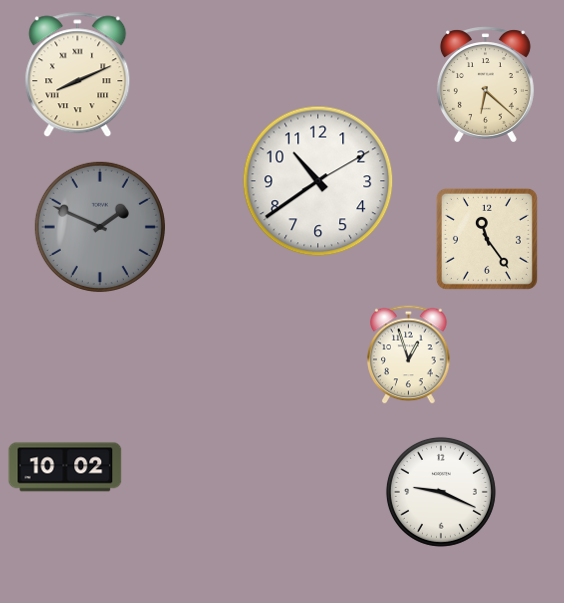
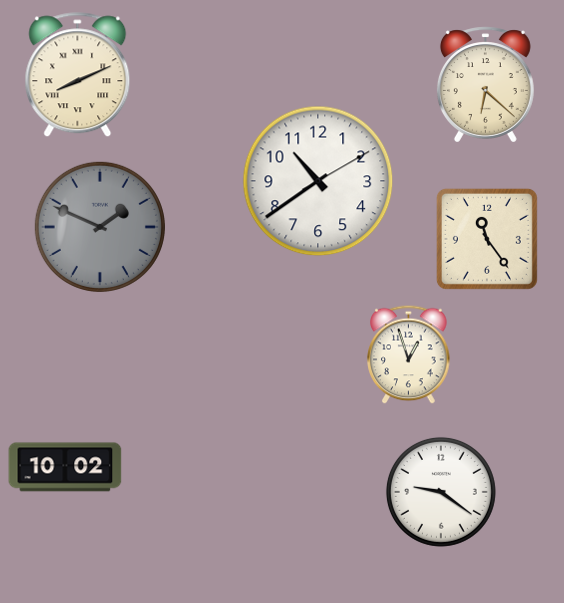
clock at (441, 492): 9:19 -> 9:21
